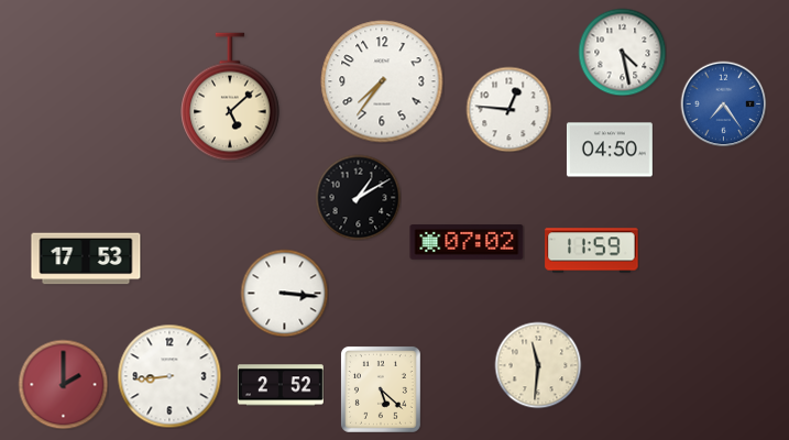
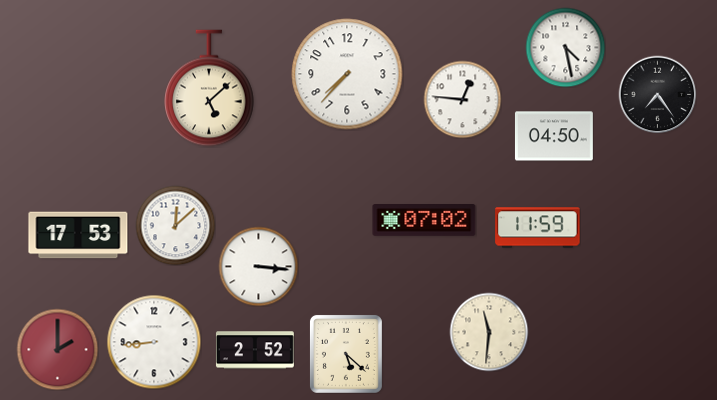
clock at (382, 81): 7:36 -> 7:37
clock at (723, 103) dial: blue -> black
clock at (358, 197): 1:10 -> none
clock at (175, 225): none -> 12:08
